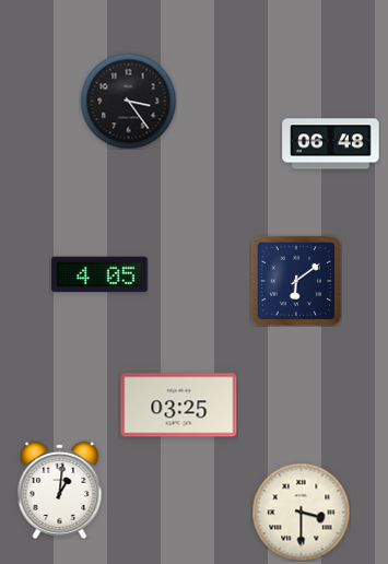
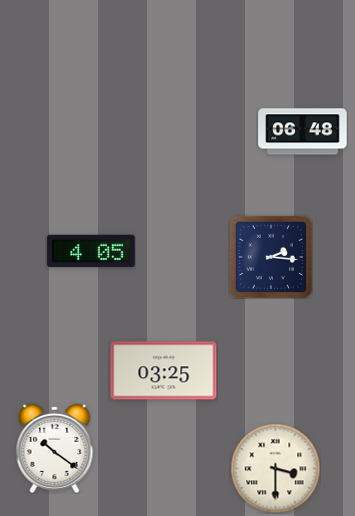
clock at (128, 101): 3:24 -> none
clock at (296, 281): 6:09 -> 2:16
clock at (60, 490): 1:01 -> 10:21
